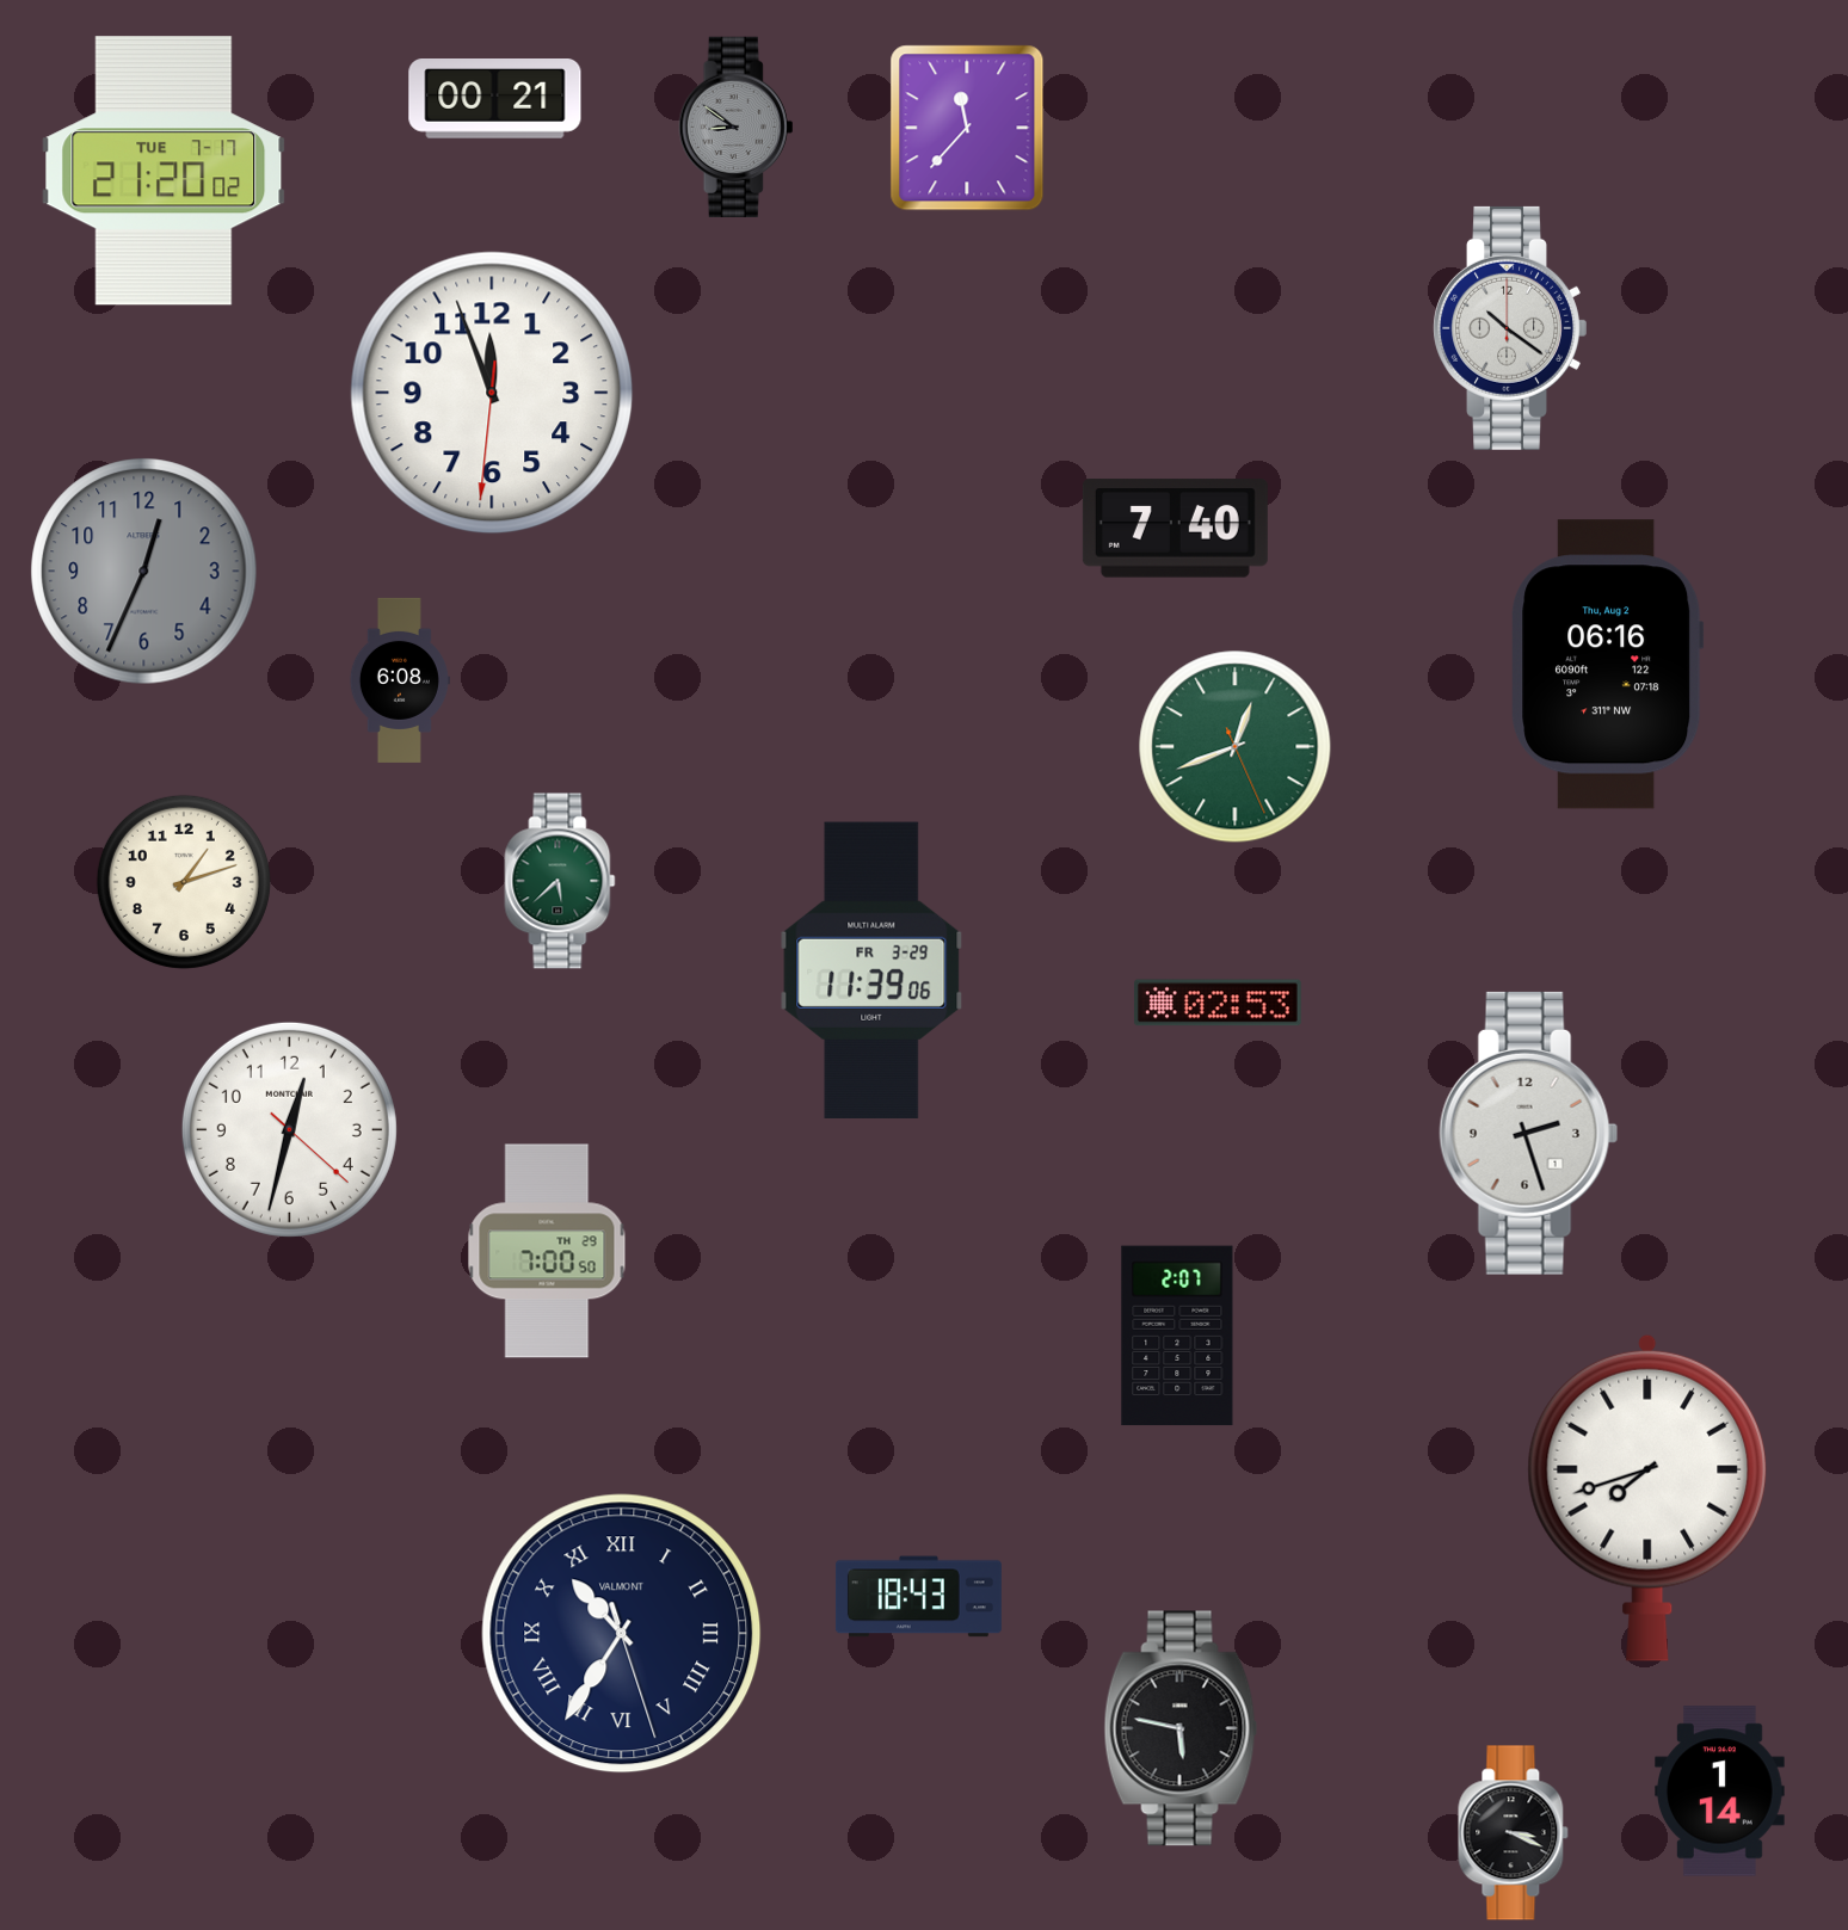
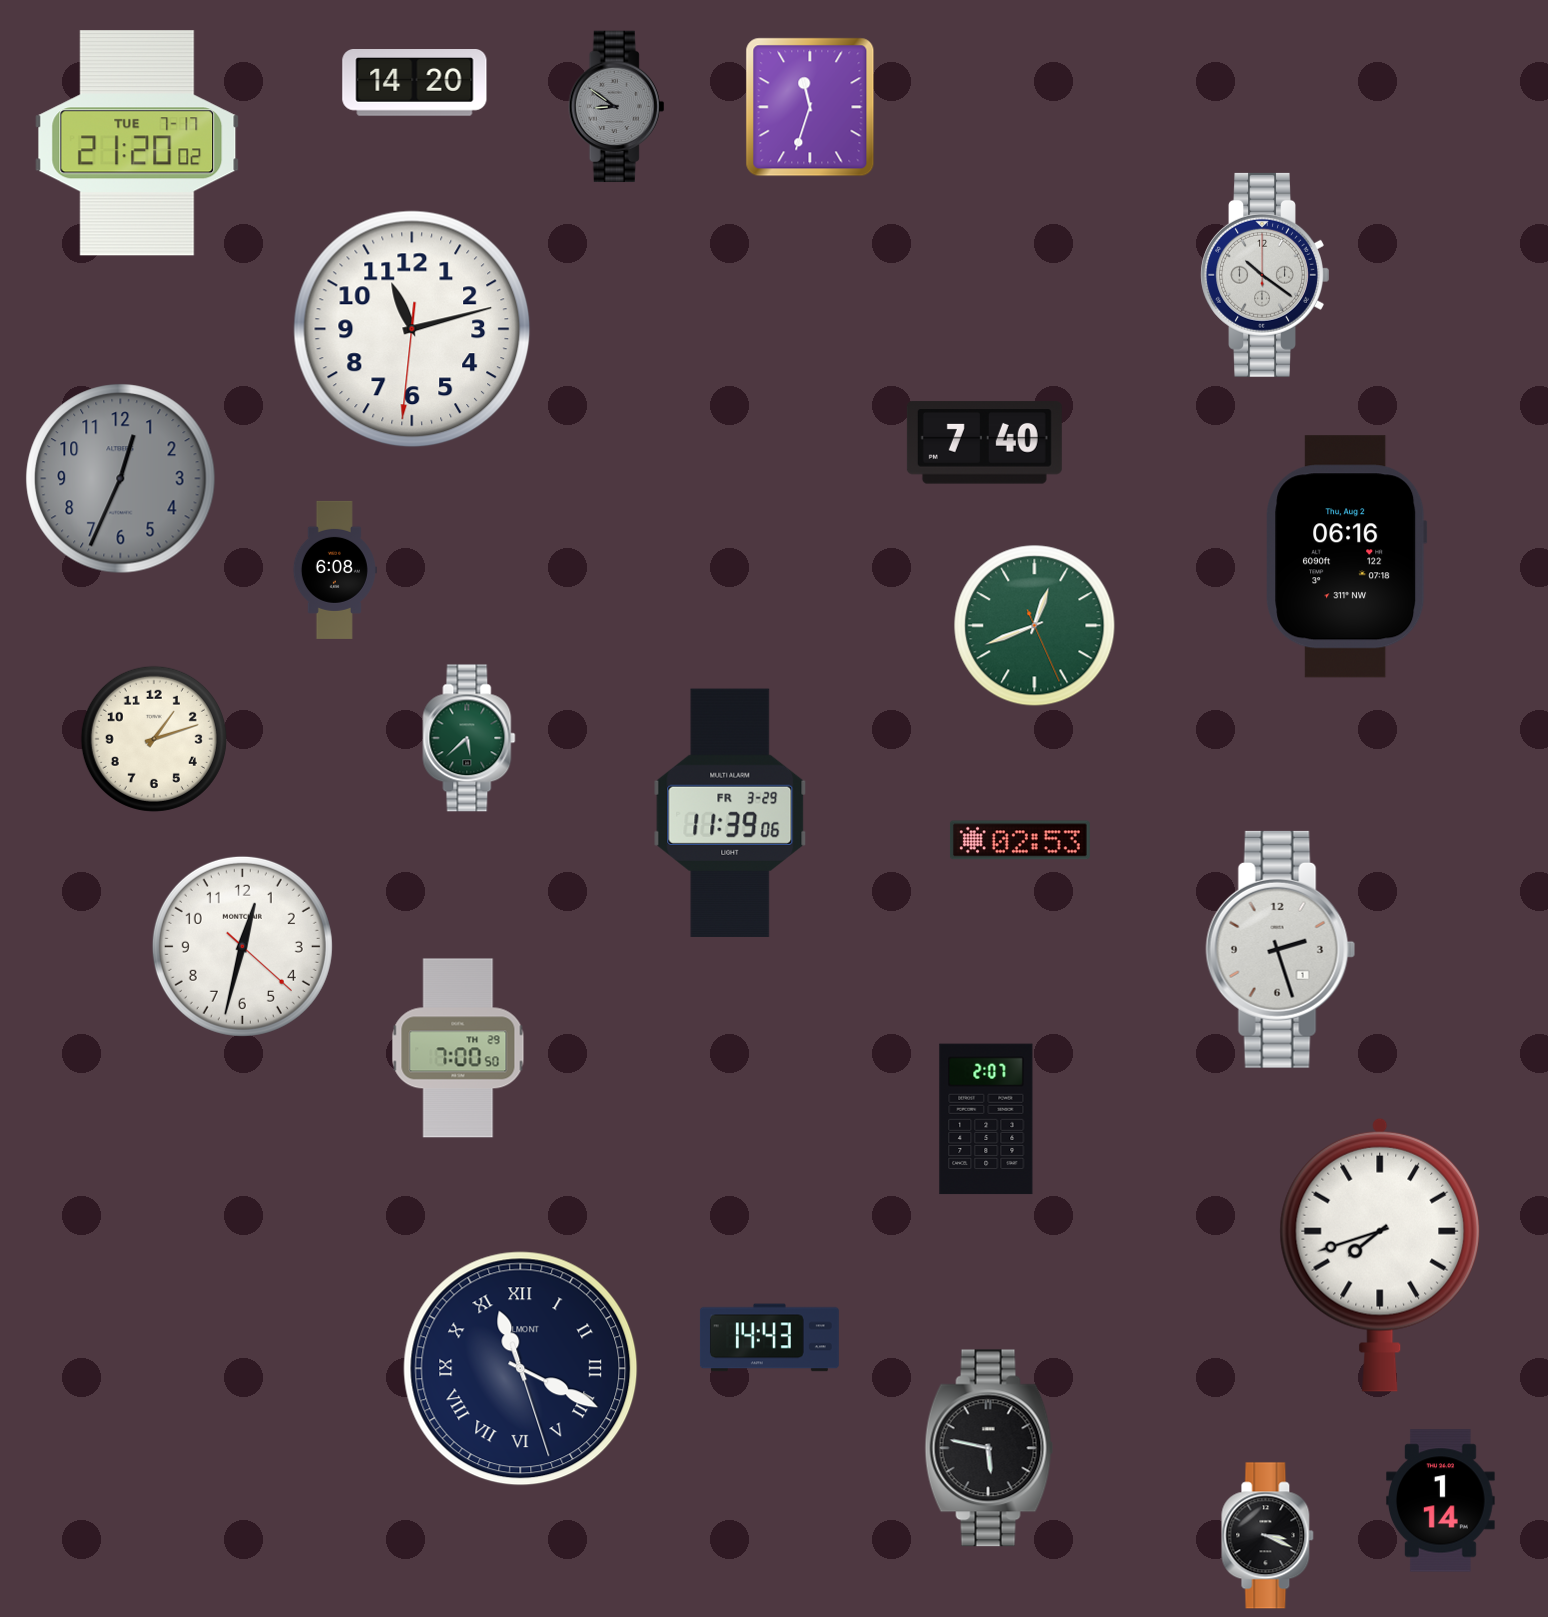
clock at (495, 99): 00:21 -> 14:20
clock at (967, 128): 11:37 -> 11:33
clock at (492, 393): 11:56 -> 11:12
clock at (918, 1597): 18:43 -> 14:43
clock at (622, 1634): 10:35 -> 11:19
